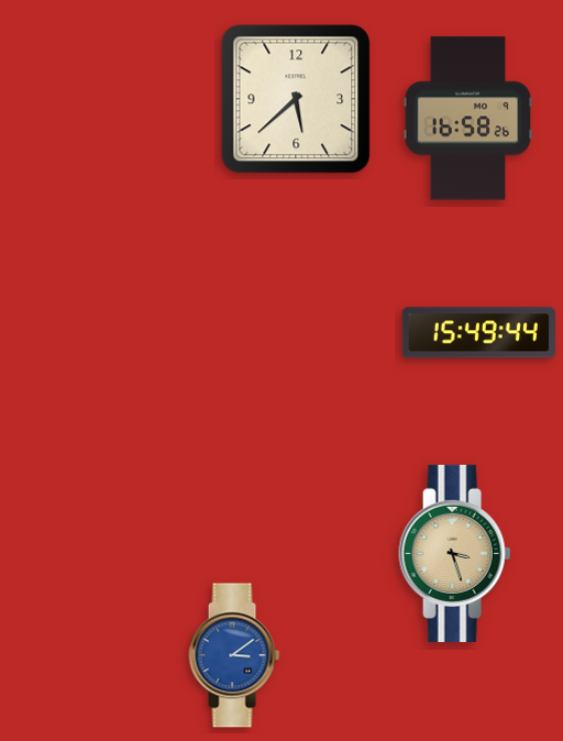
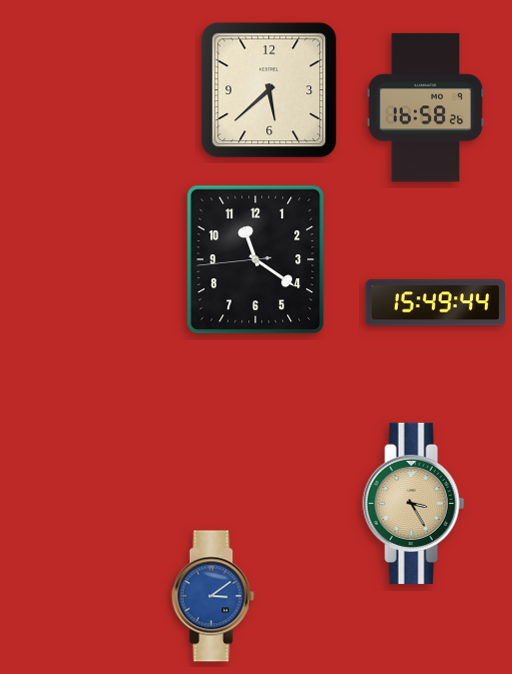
clock at (256, 260): none -> 11:20
clock at (455, 553): 3:27 -> 3:25
